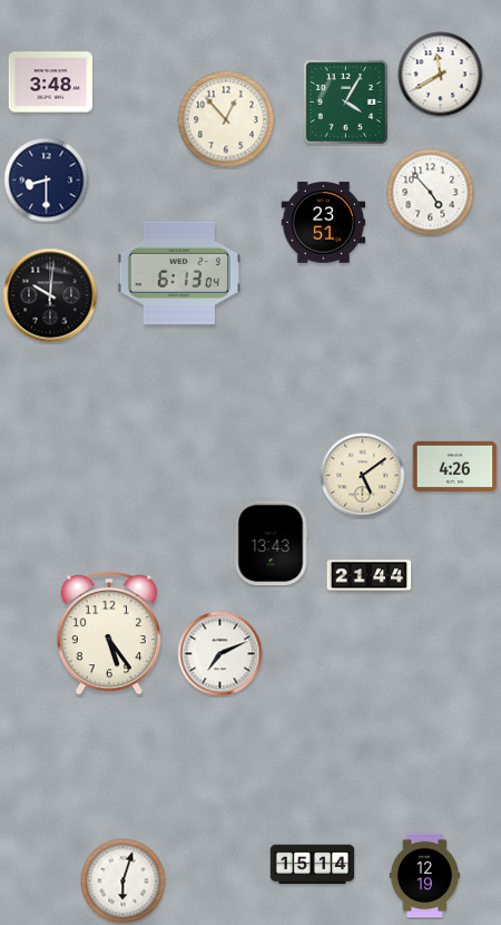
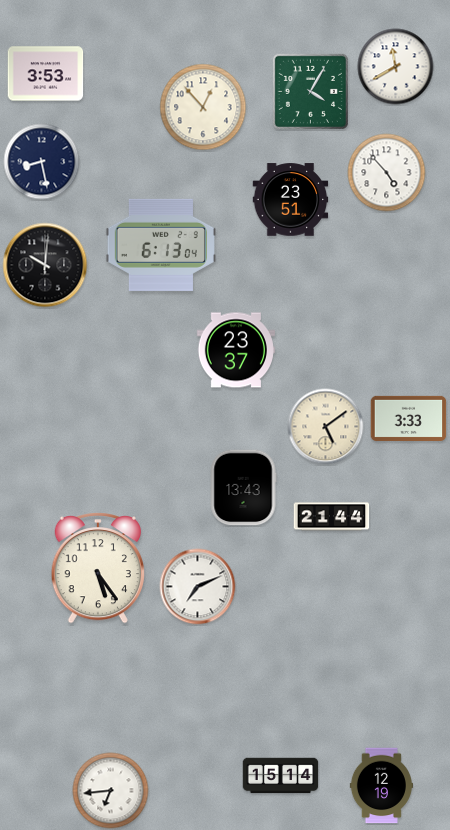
clock at (51, 82): 3:48 -> 3:53
clock at (47, 181): 8:30 -> 8:28
clock at (236, 350): none -> 23:37
clock at (455, 466): 4:26 -> 3:33
clock at (124, 882): 6:03 -> 6:44
